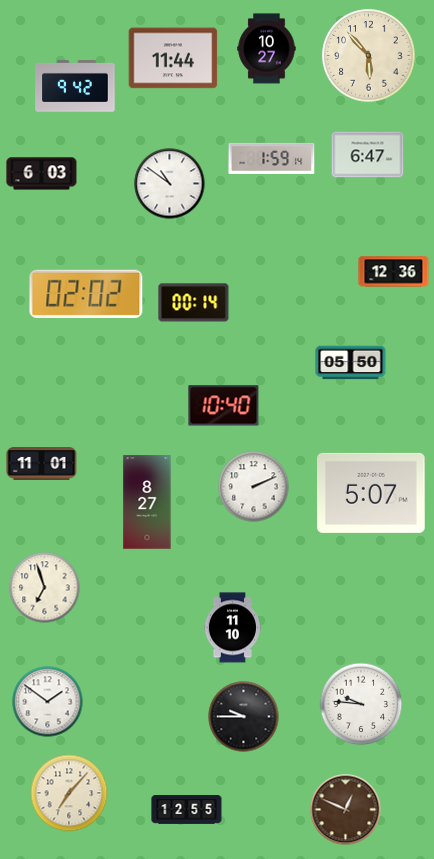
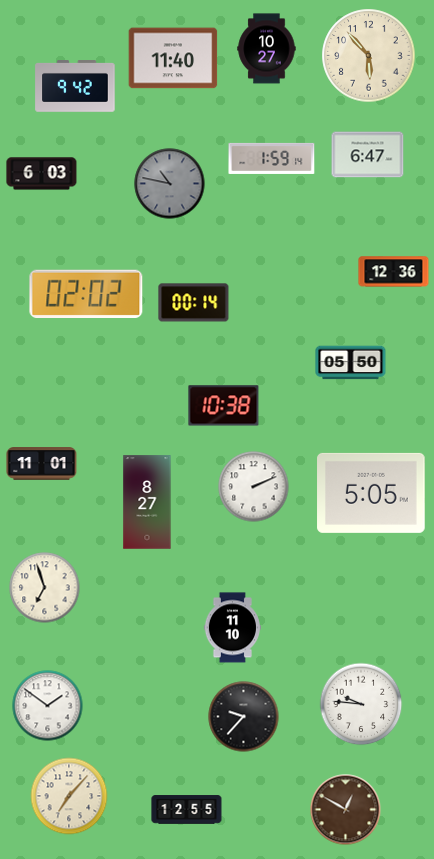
clock at (173, 58): 11:44 -> 11:40
clock at (170, 184): 10:51 -> 10:47
clock at (170, 184) dial: white -> grey
clock at (224, 406): 10:40 -> 10:38
clock at (371, 493): 5:07 -> 5:05
clock at (48, 702) position: (48, 702) -> (48, 706)
clock at (244, 717): 9:45 -> 9:37
clock at (69, 793) position: (69, 793) -> (69, 796)
clock at (346, 810): 12:49 -> 12:50
